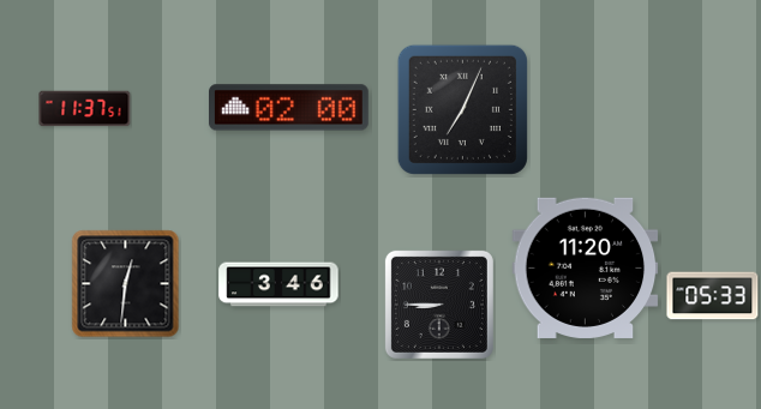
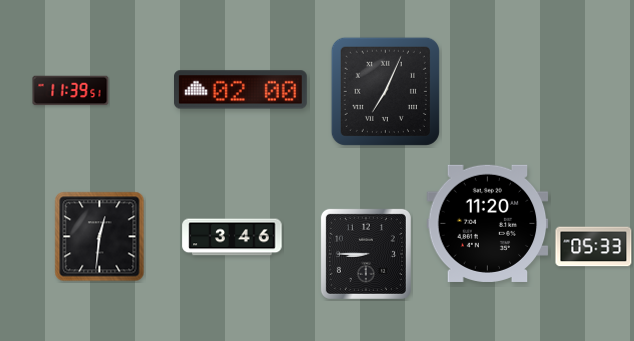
clock at (85, 109): 11:37 -> 11:39
clock at (126, 284) position: (126, 284) -> (100, 237)
